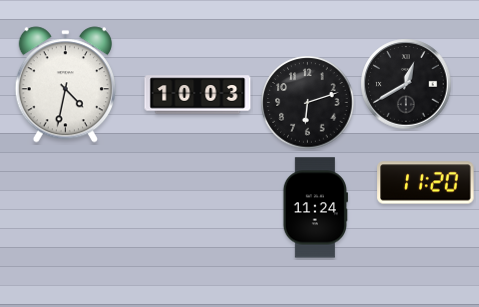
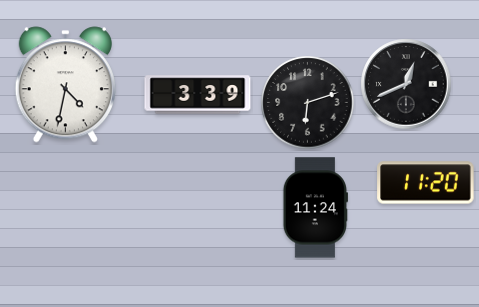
clock at (406, 84): 12:40 -> 12:41
clock at (198, 95): 10:03 -> 3:39
